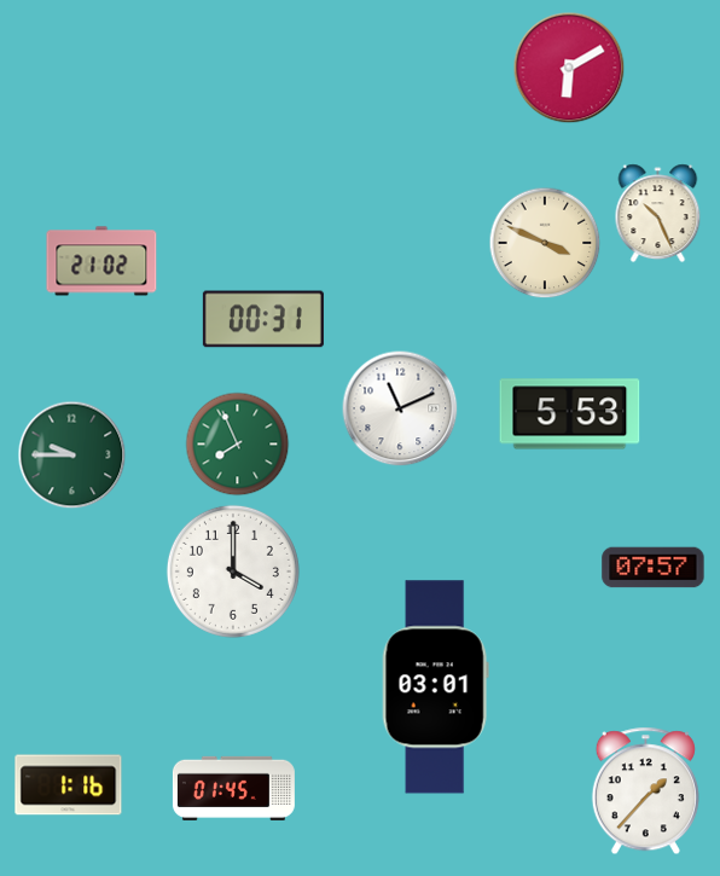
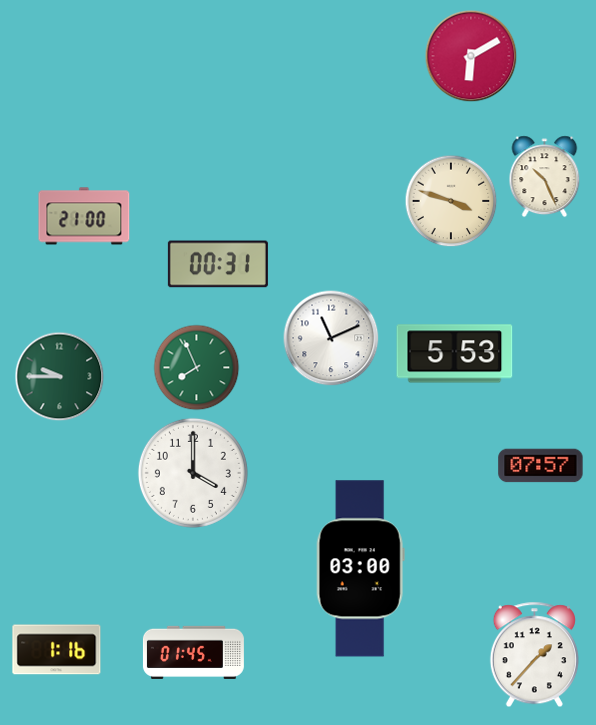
clock at (545, 243): 3:49 -> 3:48
clock at (101, 261): 21:02 -> 21:00
clock at (570, 414) position: (570, 414) -> (455, 354)
clock at (654, 568) position: (654, 568) -> (541, 466)
clock at (435, 688): 03:01 -> 03:00
